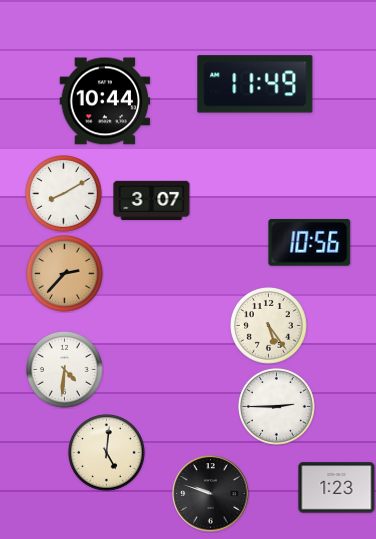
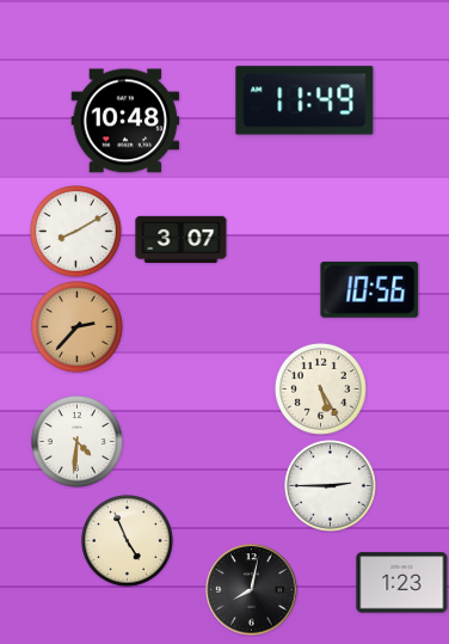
clock at (105, 101): 10:44 -> 10:48
clock at (269, 326): 5:24 -> 5:25
clock at (107, 453): 5:01 -> 4:56
clock at (211, 494): 9:48 -> 8:02
